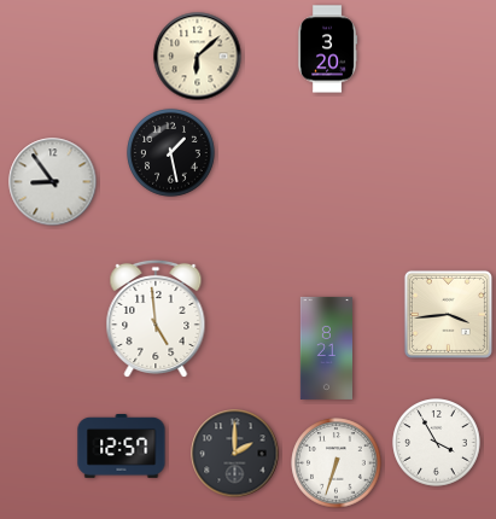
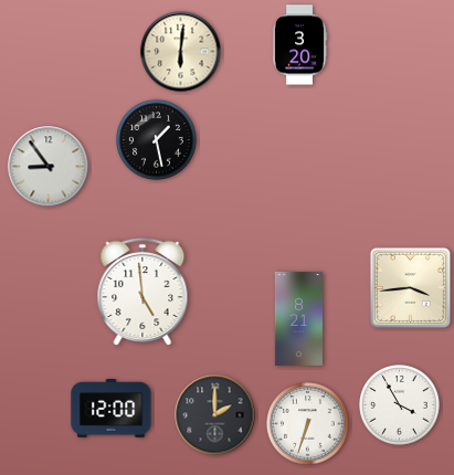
clock at (198, 57): 6:08 -> 6:01
clock at (122, 447): 12:57 -> 12:00
